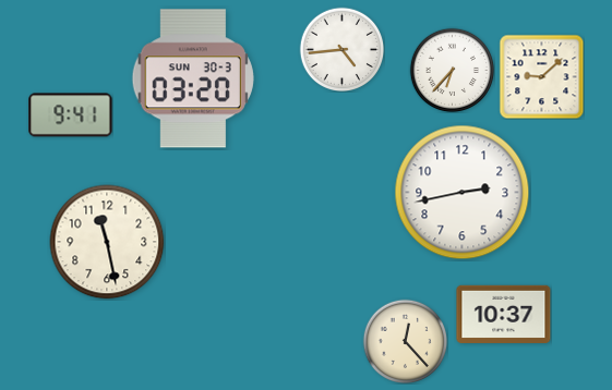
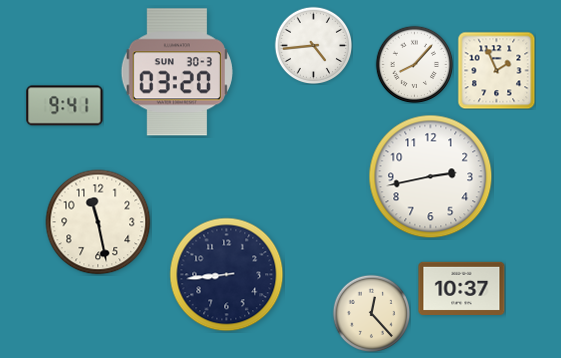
clock at (452, 70): 6:37 -> 8:07
clock at (541, 76): 9:08 -> 1:56
clock at (463, 193) position: (463, 193) -> (431, 177)
clock at (227, 275): none -> 8:44
